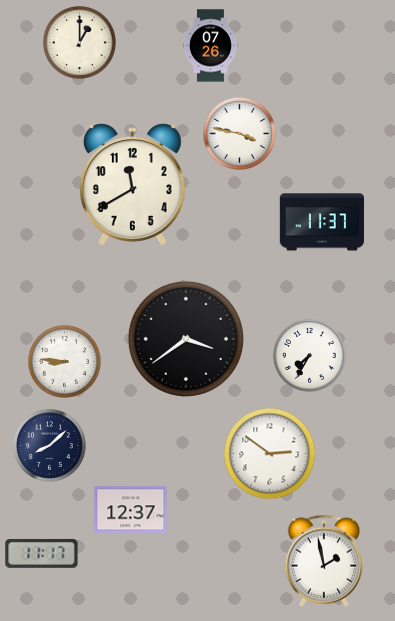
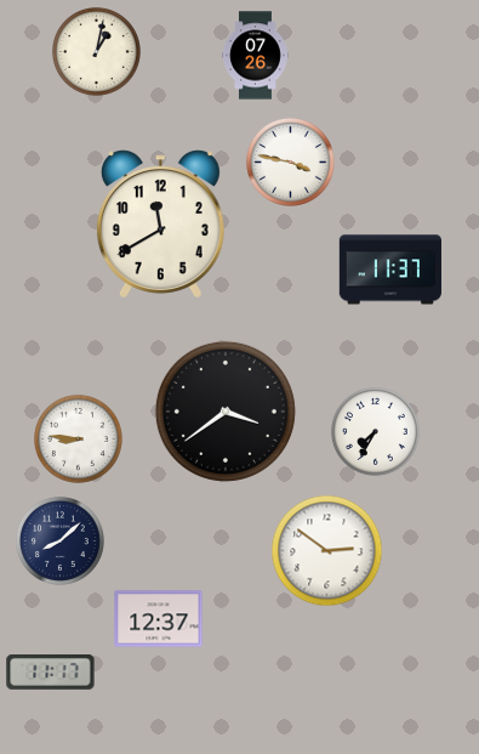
clock at (79, 42): 1:00 -> 1:02
clock at (324, 561): 1:58 -> none
